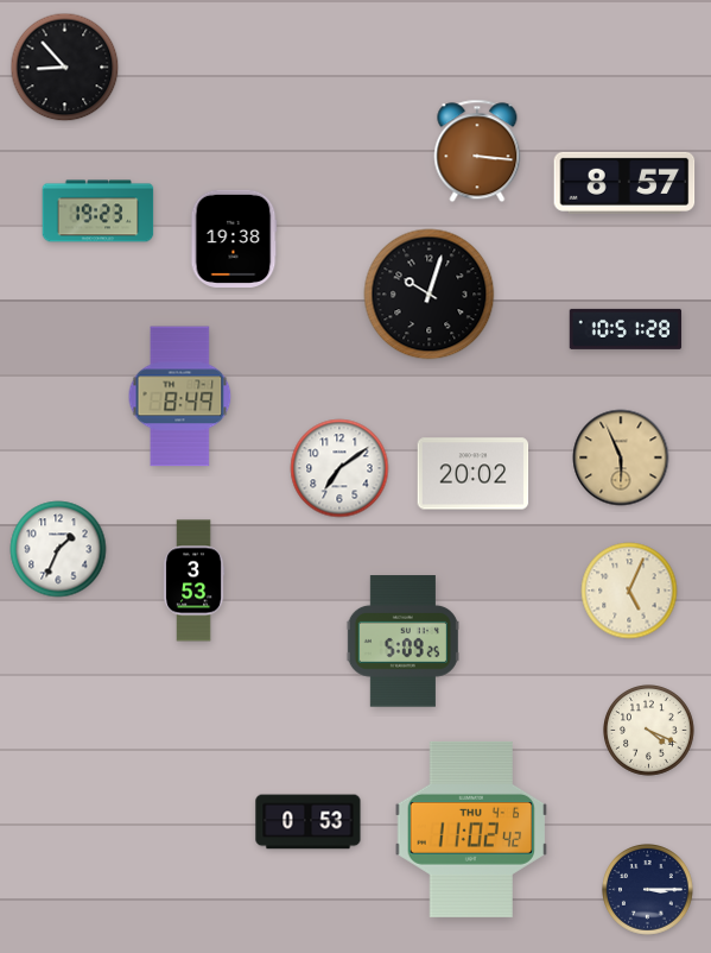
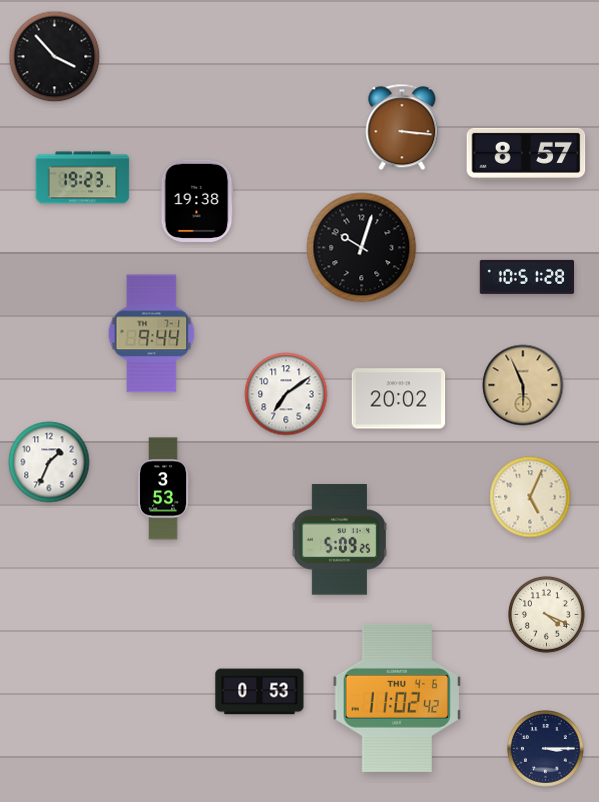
clock at (65, 68): 8:53 -> 3:53
clock at (180, 397): 8:49 -> 9:44
